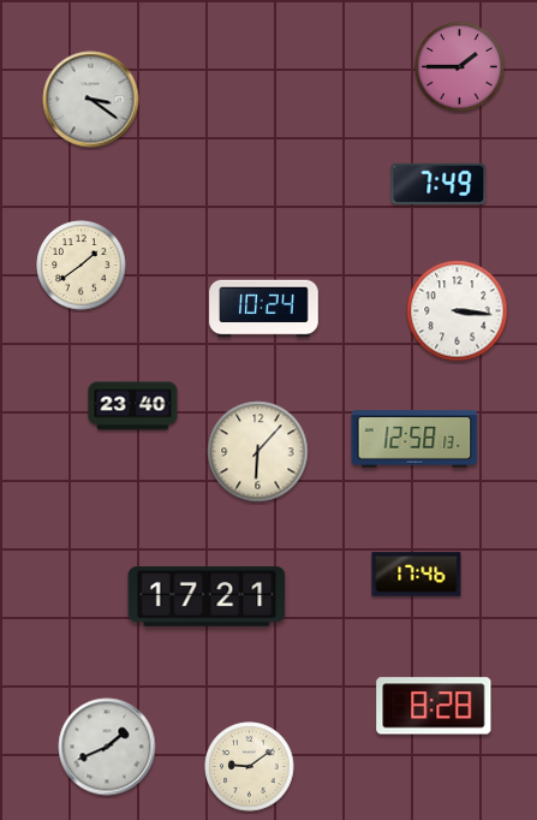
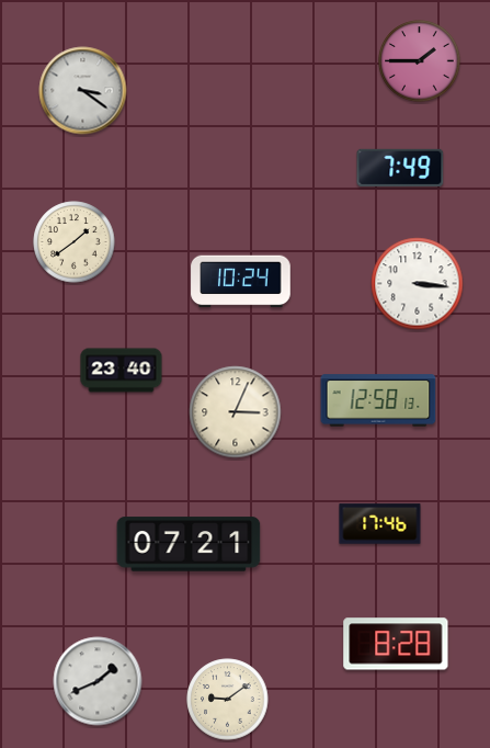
clock at (258, 452): 6:07 -> 3:04
clock at (207, 596): 17:21 -> 07:21
